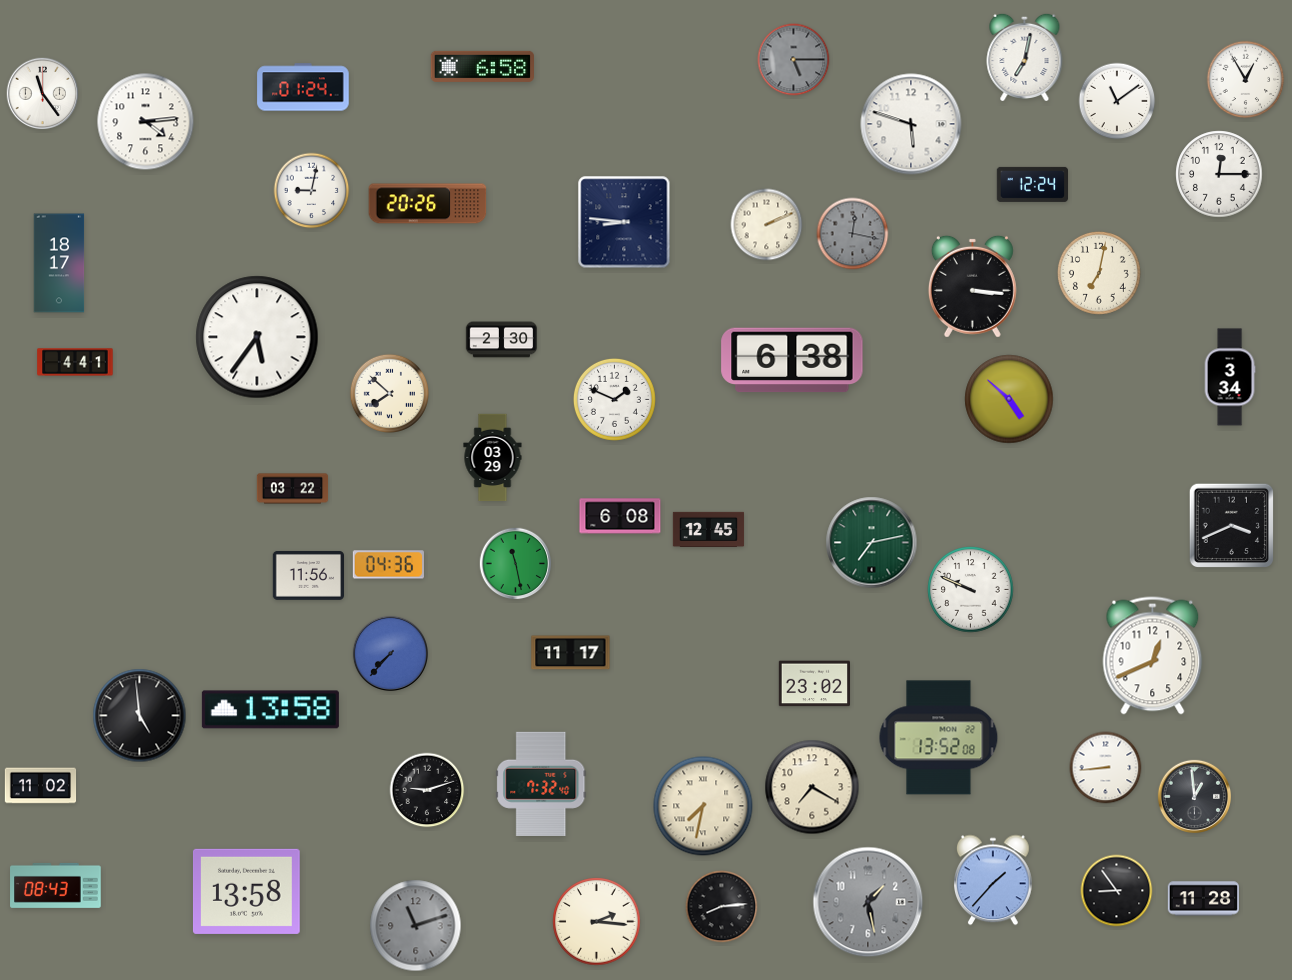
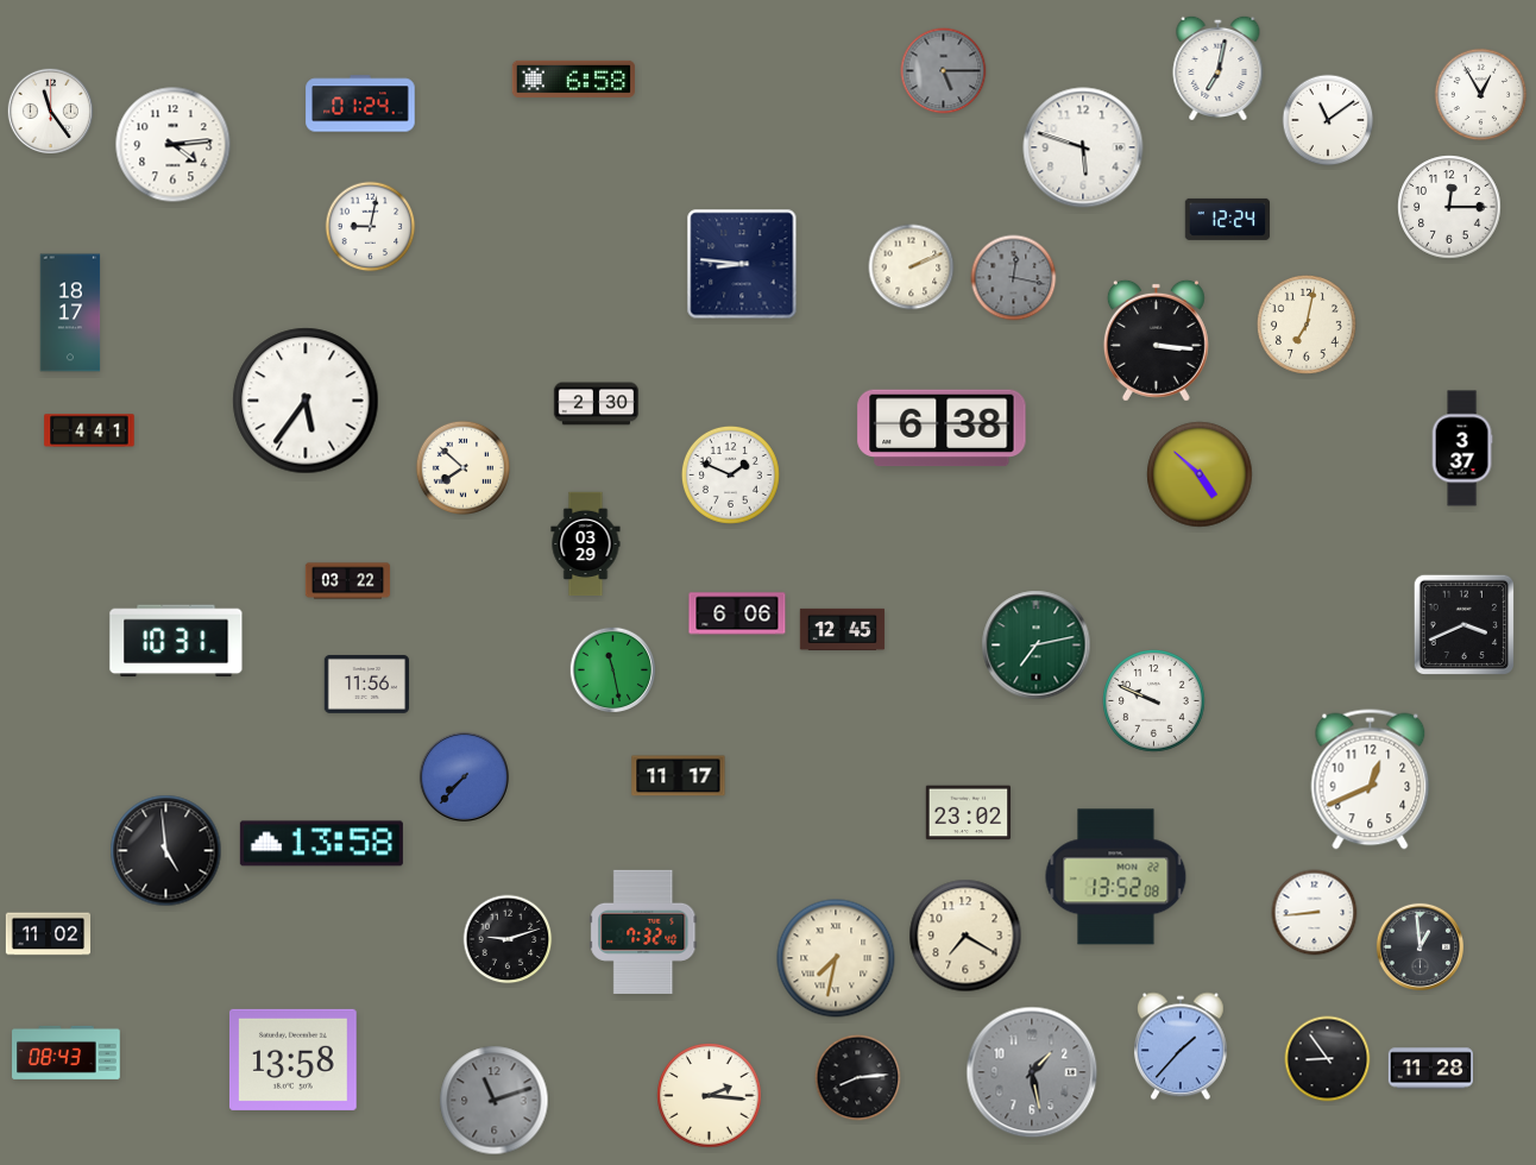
clock at (428, 204): 20:26 -> none
clock at (1230, 377): 3:34 -> 3:37
clock at (620, 516): 6:08 -> 6:06
clock at (176, 641): none -> 10:31
clock at (388, 565): 04:36 -> none
